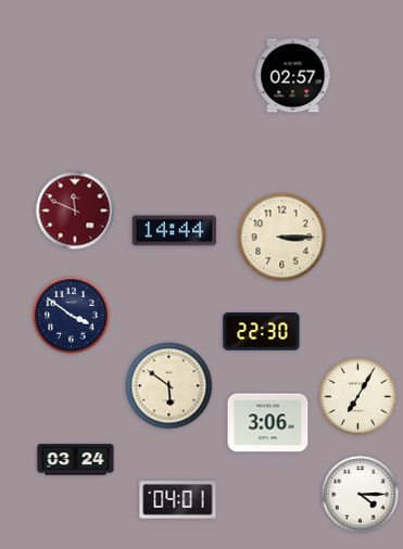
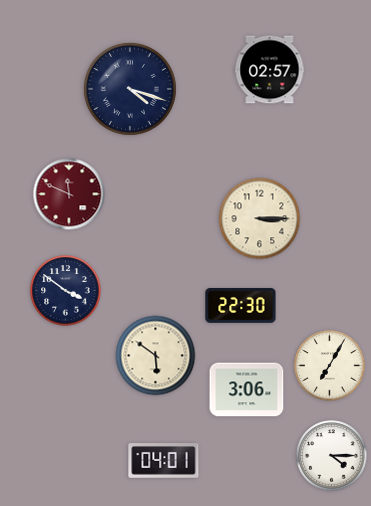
clock at (130, 89): none -> 4:18
clock at (175, 231): 14:44 -> none
clock at (76, 460): 03:24 -> none
